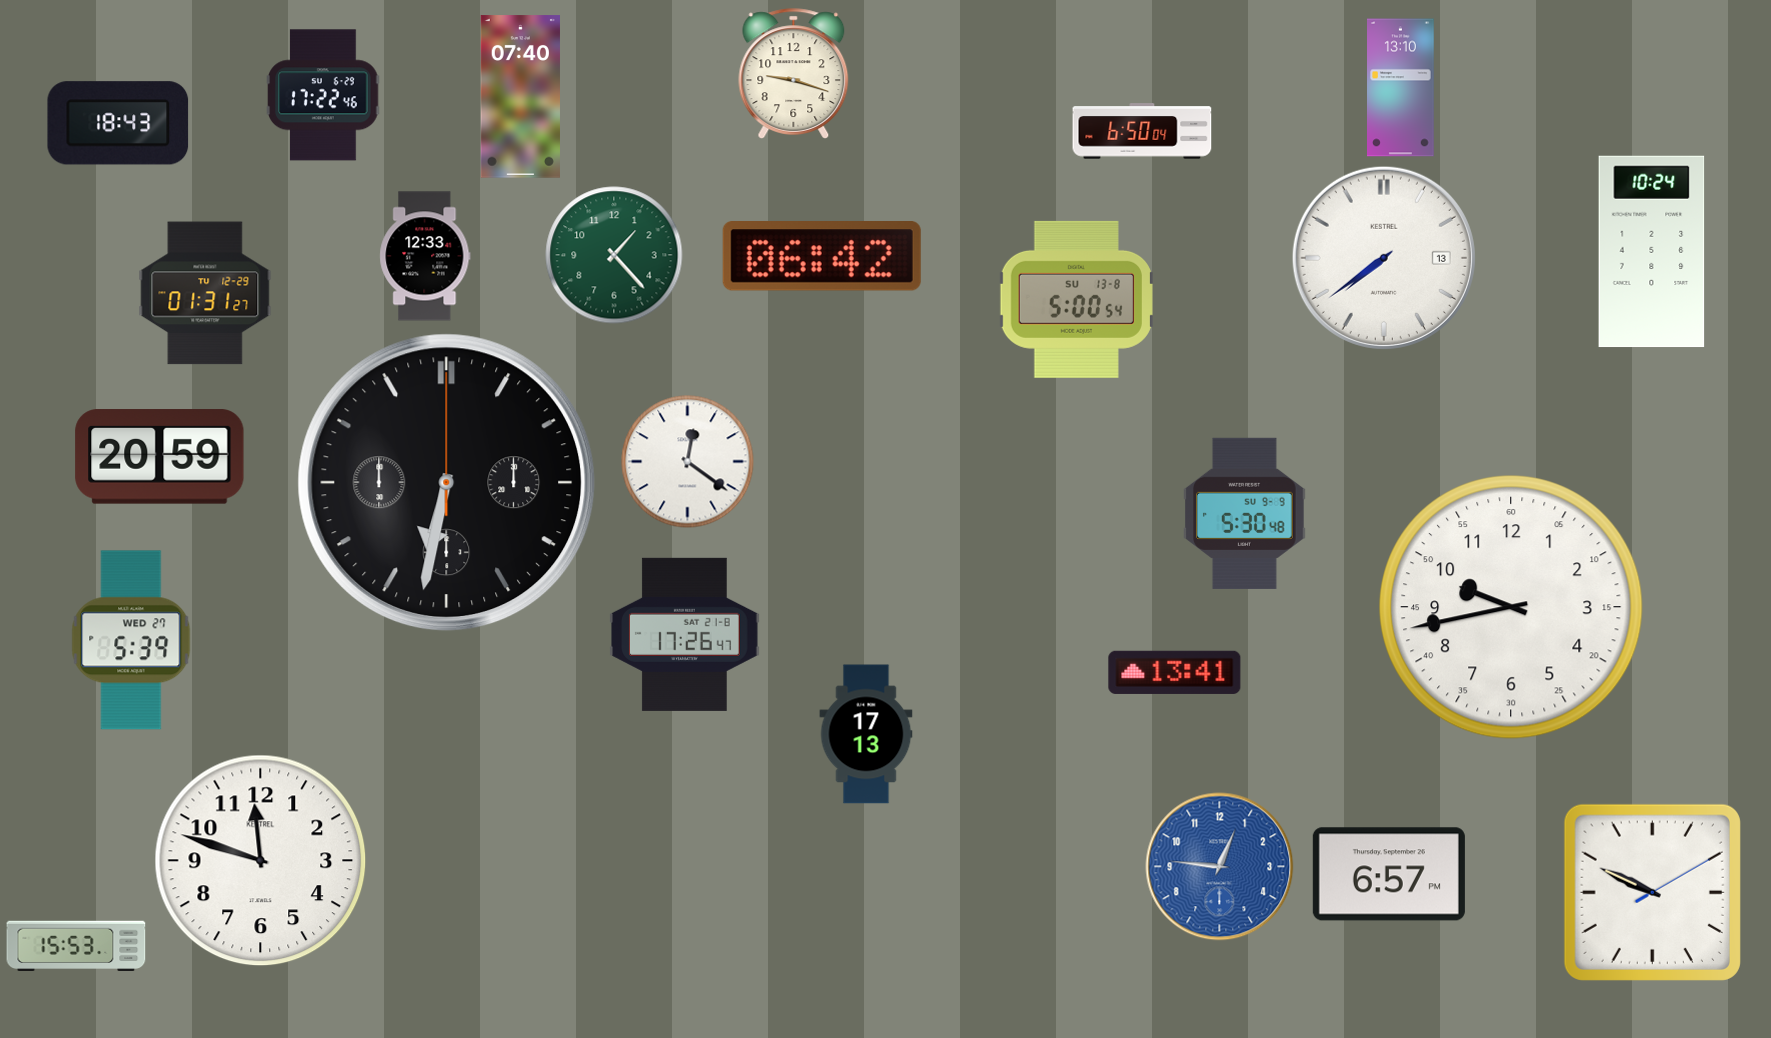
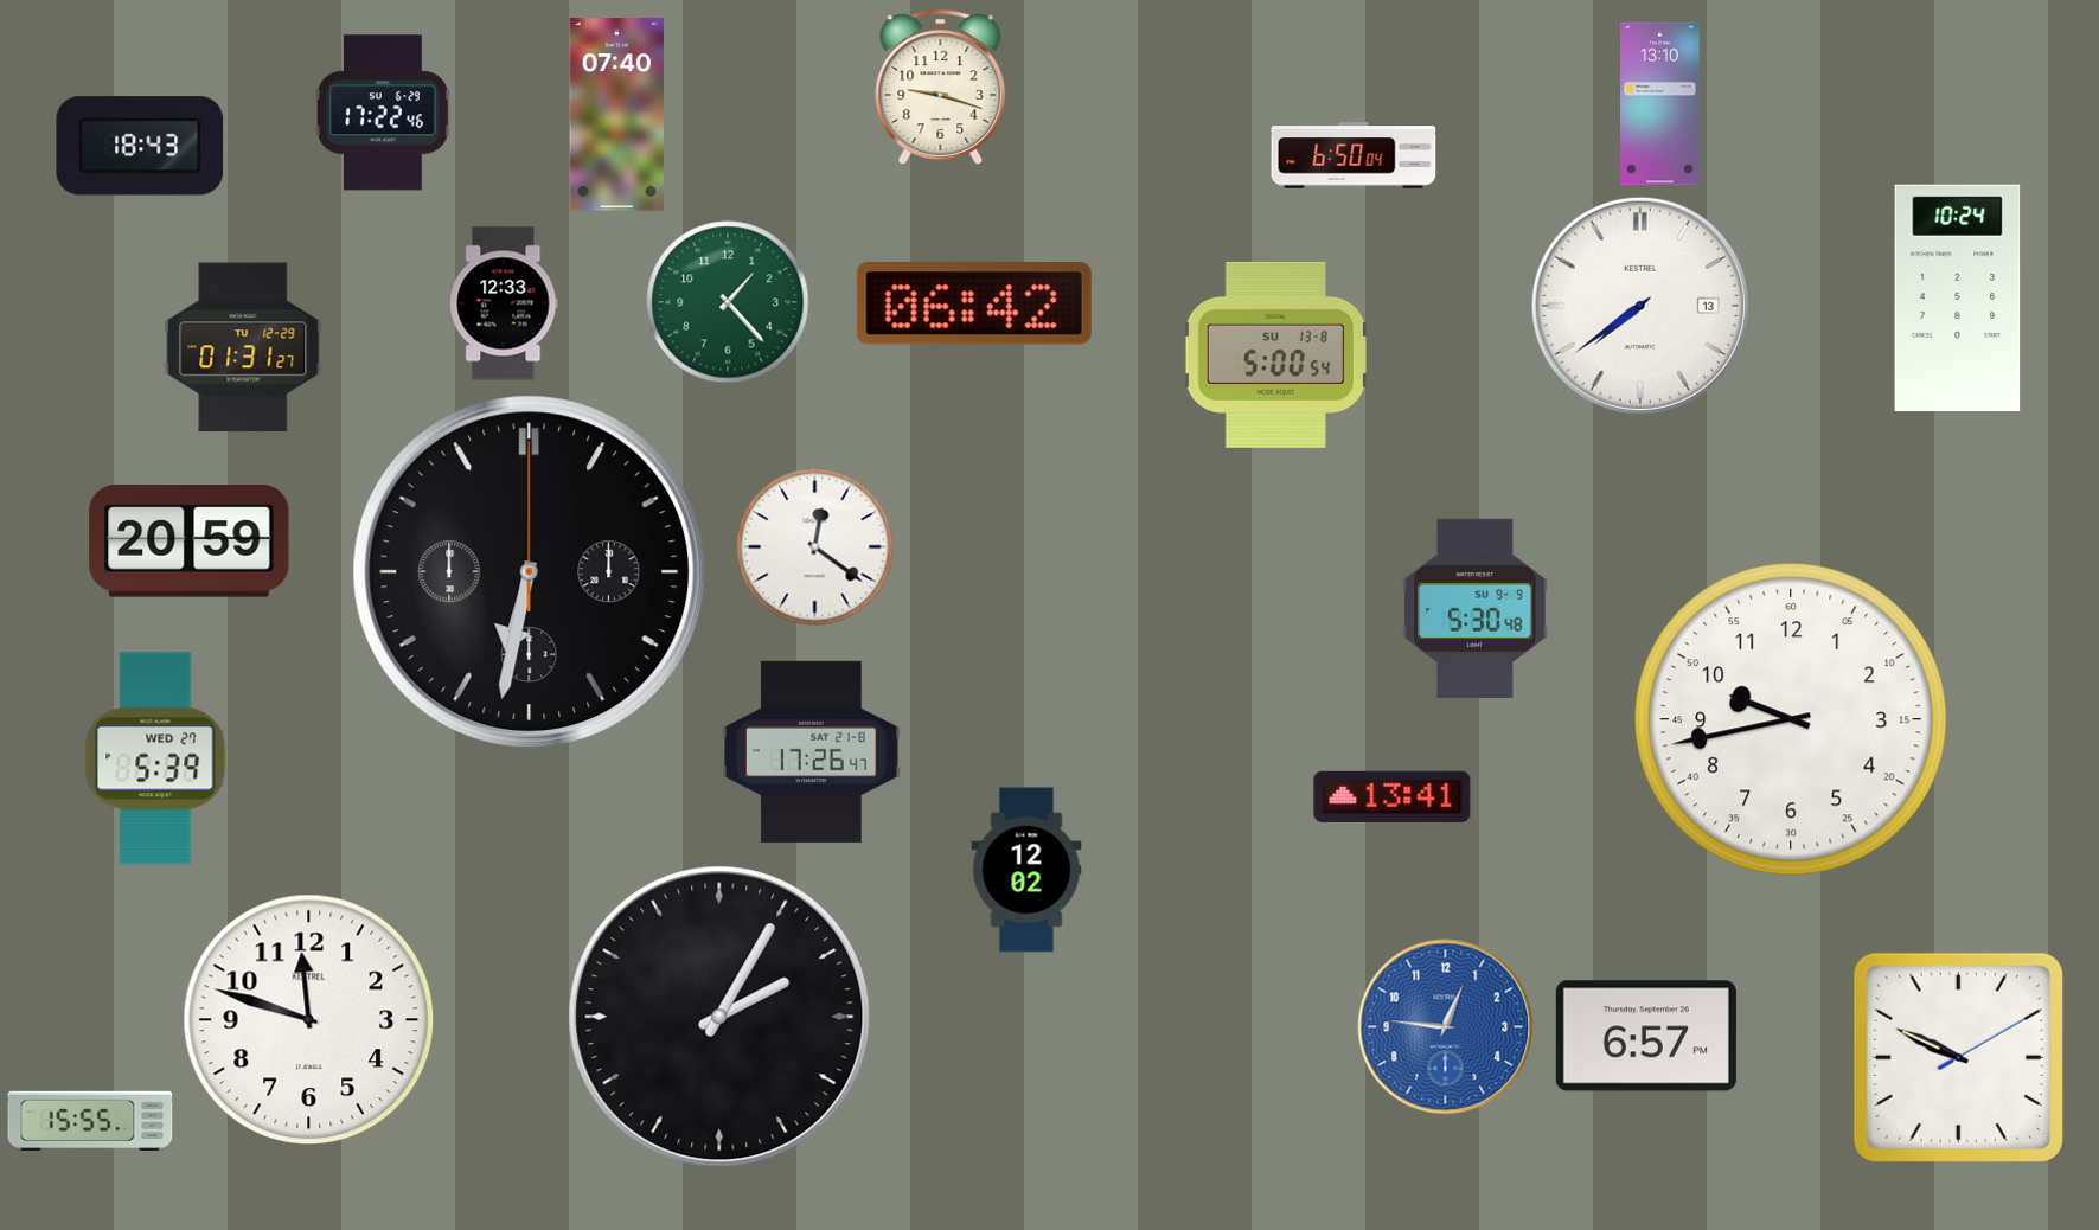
clock at (866, 734): 17:13 -> 12:02
clock at (719, 1017): none -> 2:05
clock at (76, 945): 15:53 -> 15:55
